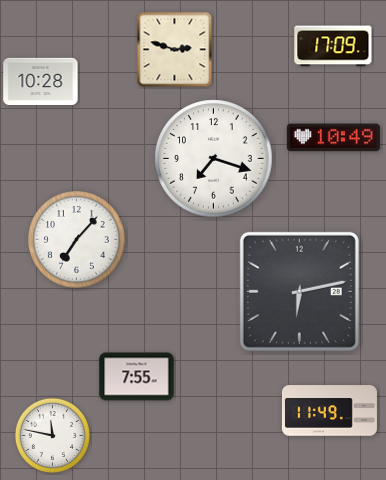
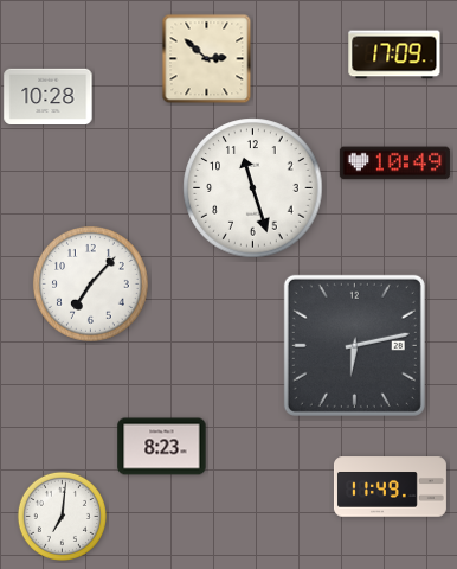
clock at (175, 50): 2:48 -> 2:52
clock at (214, 159): 7:18 -> 11:27
clock at (137, 377): 7:55 -> 8:23
clock at (52, 435): 11:47 -> 7:01
